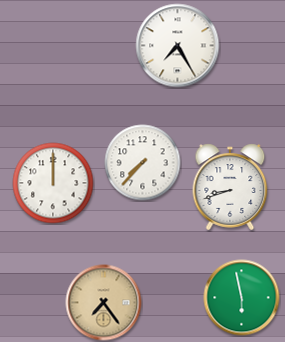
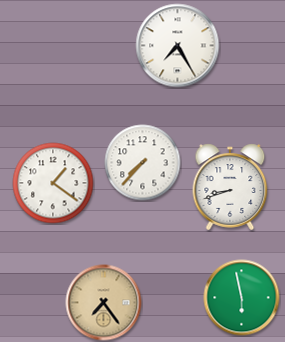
clock at (53, 183): 12:00 -> 1:21
